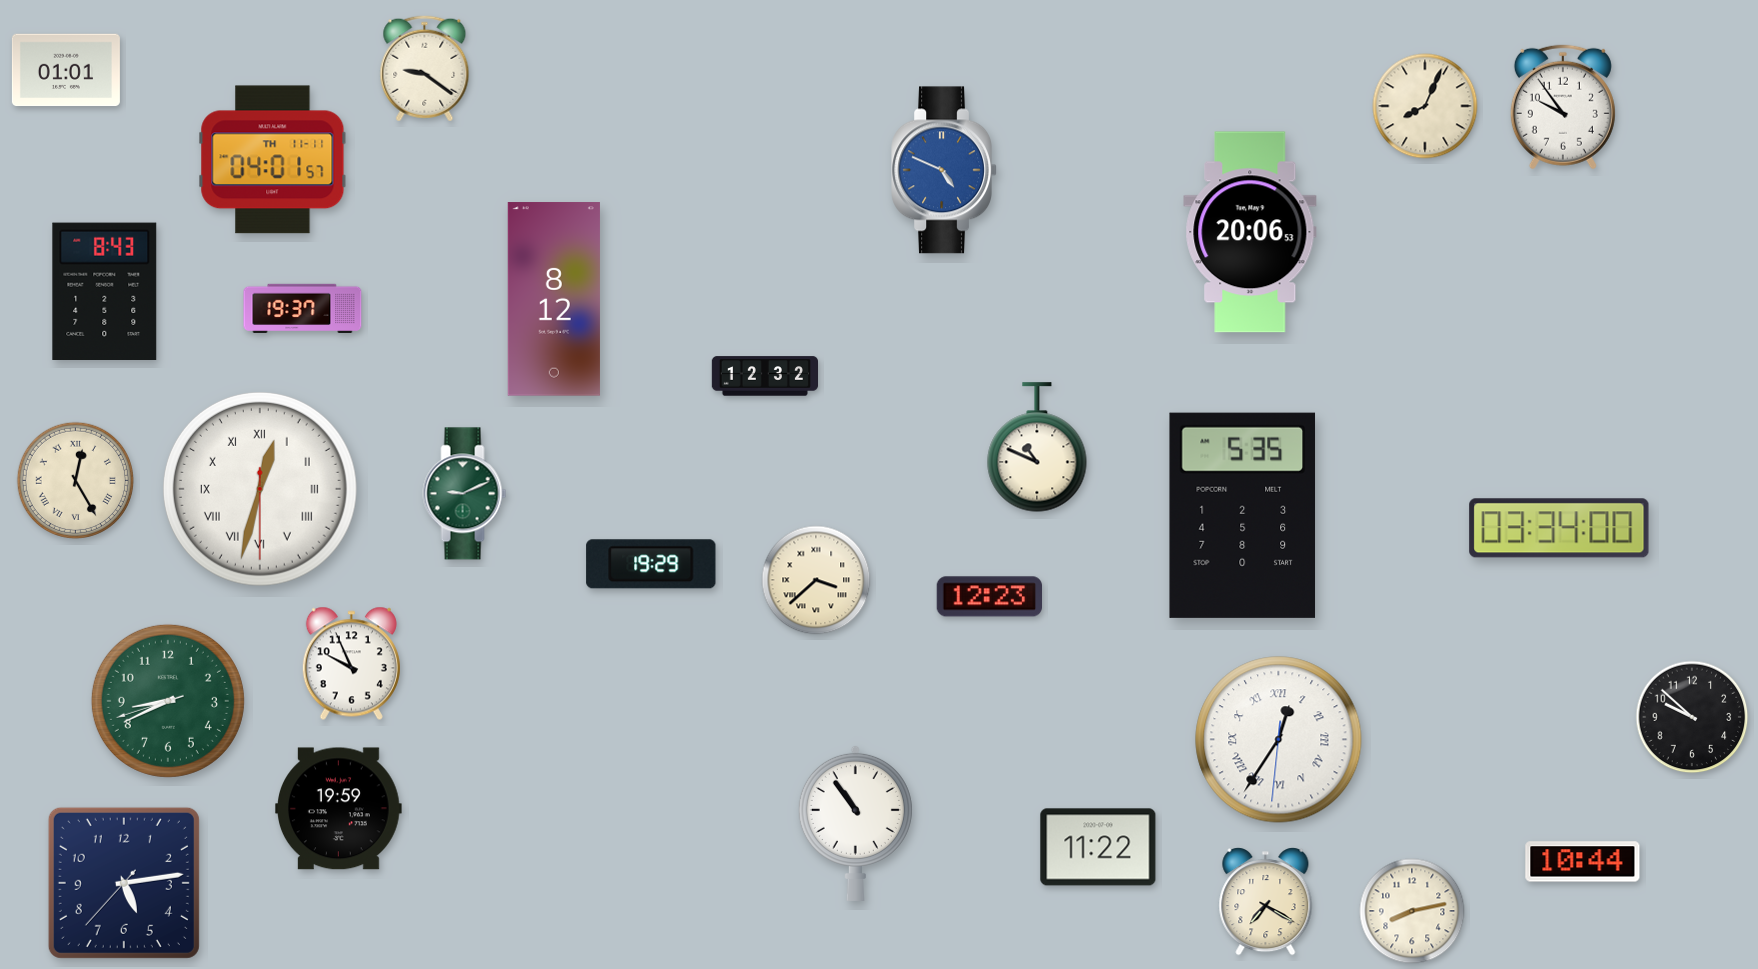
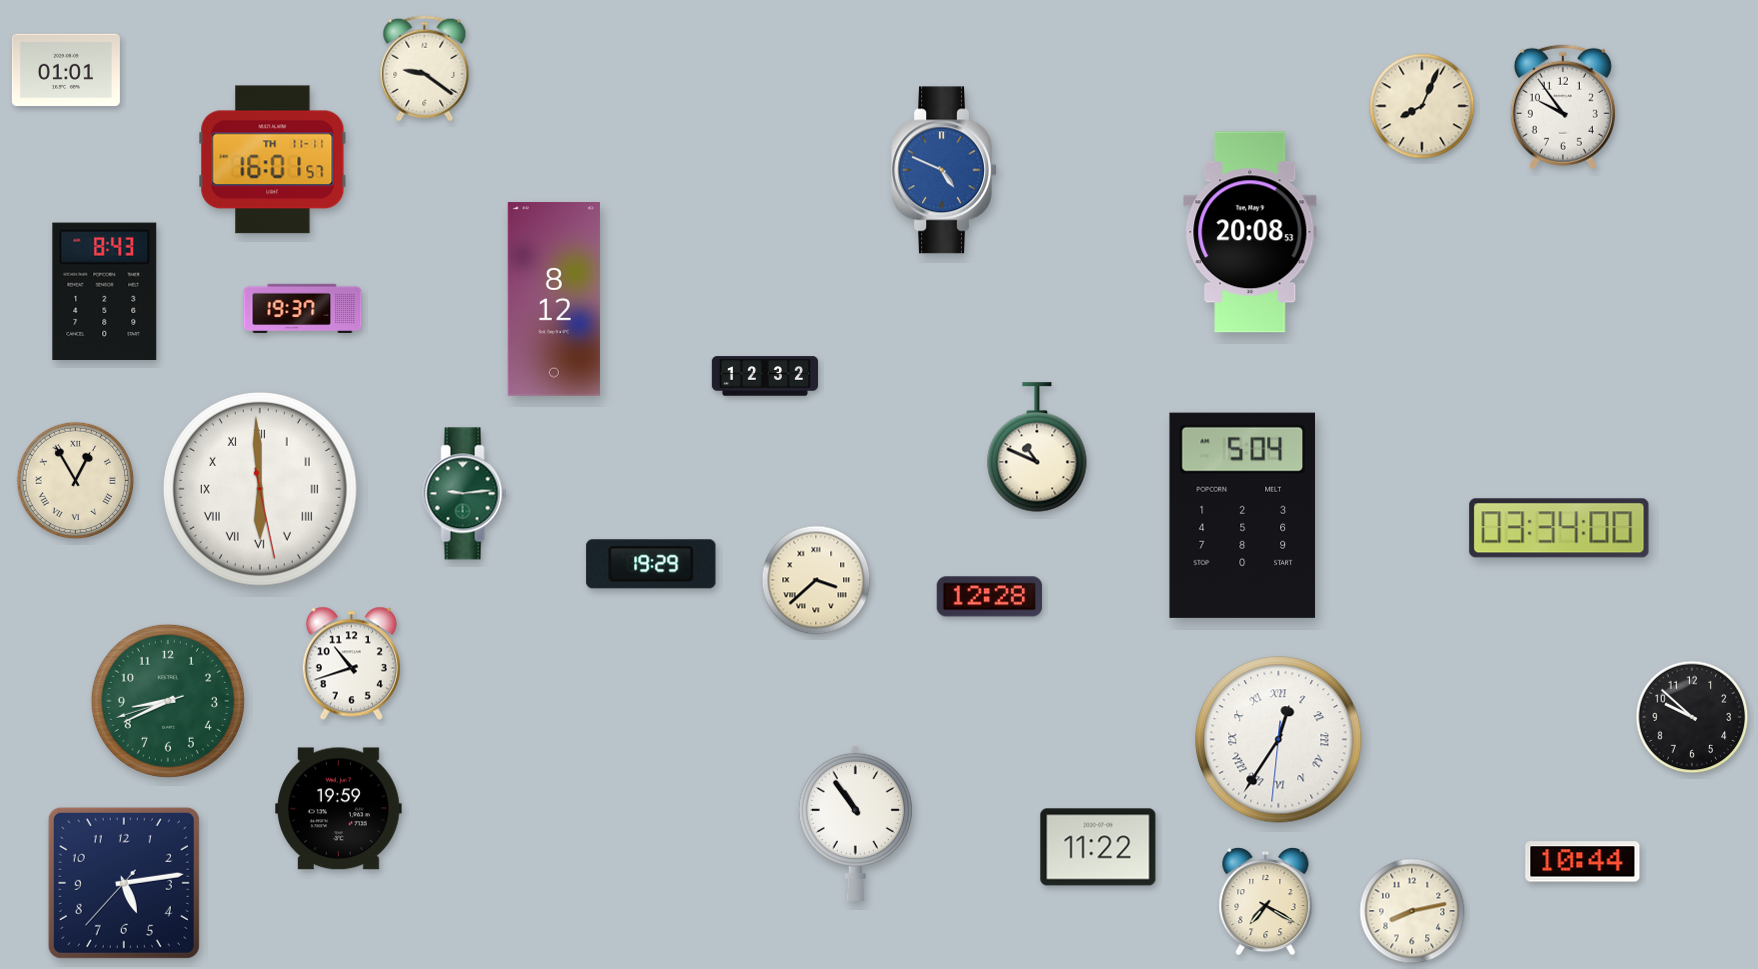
clock at (1425, 106) position: (1425, 106) -> (1422, 106)
clock at (273, 160): 04:01 -> 16:01
clock at (1250, 232): 20:06 -> 20:08
clock at (75, 480): 12:25 -> 12:55
clock at (260, 489): 12:32 -> 5:59
clock at (465, 494): 9:11 -> 9:14
clock at (1243, 515): 5:35 -> 5:04
clock at (989, 597): 12:23 -> 12:28
clock at (351, 664): 9:56 -> 10:42
